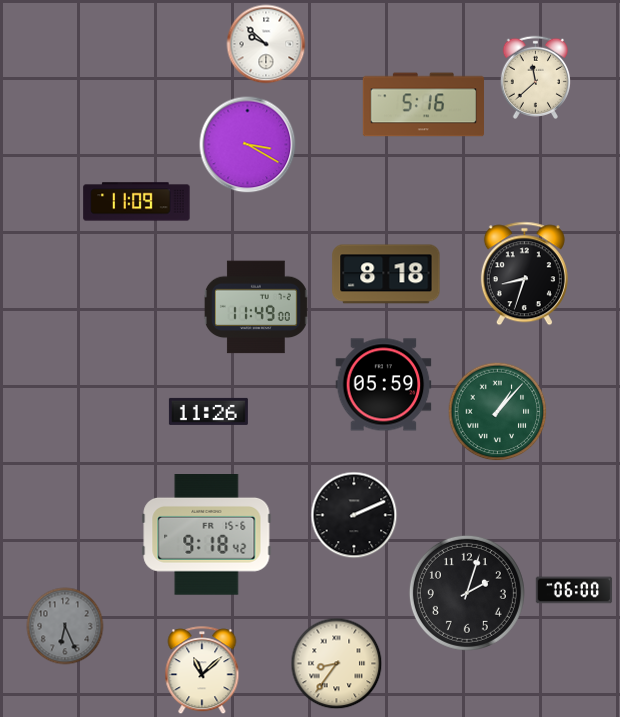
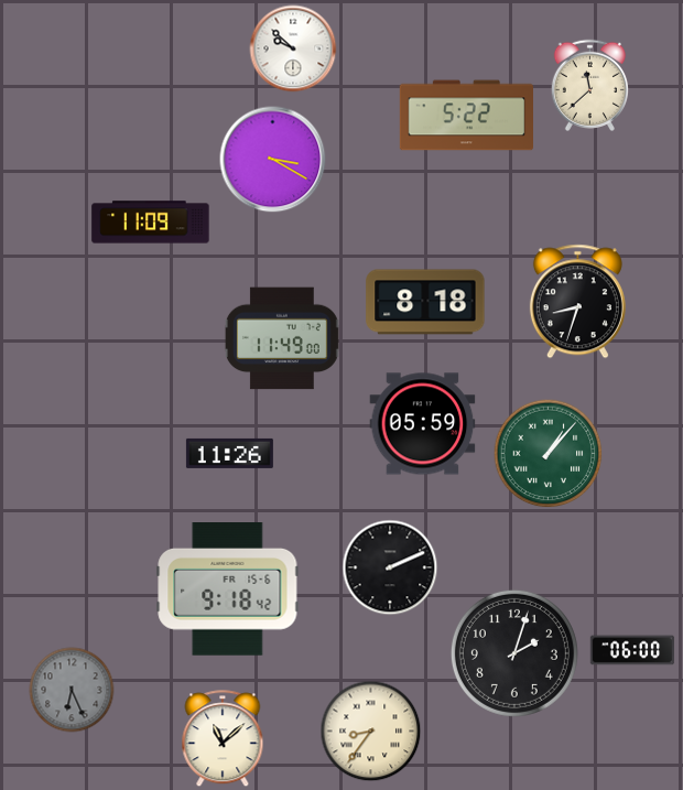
clock at (423, 105): 5:16 -> 5:22
